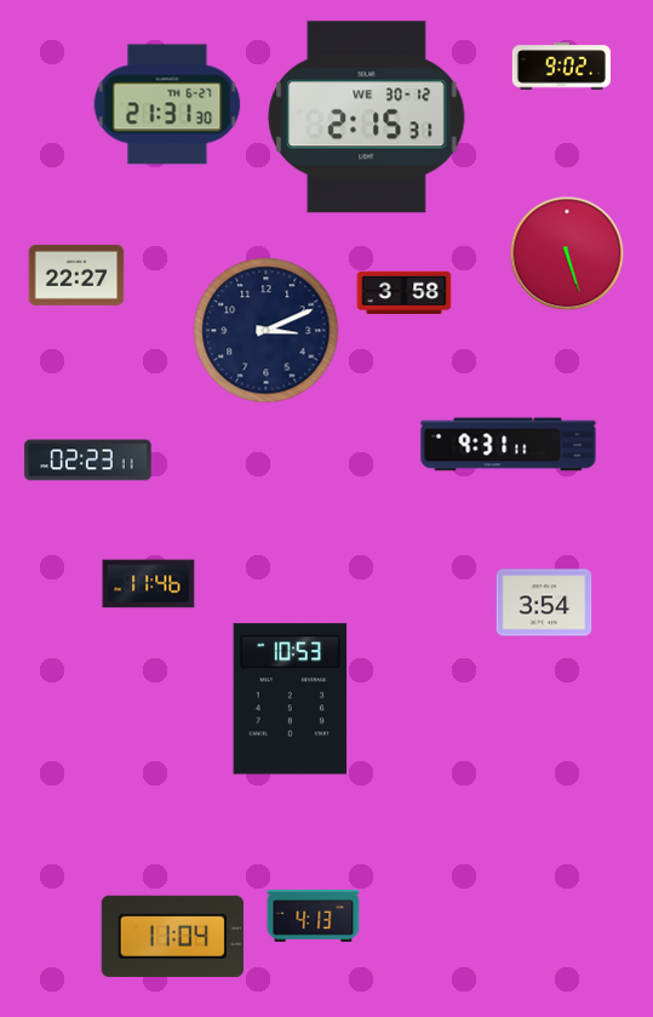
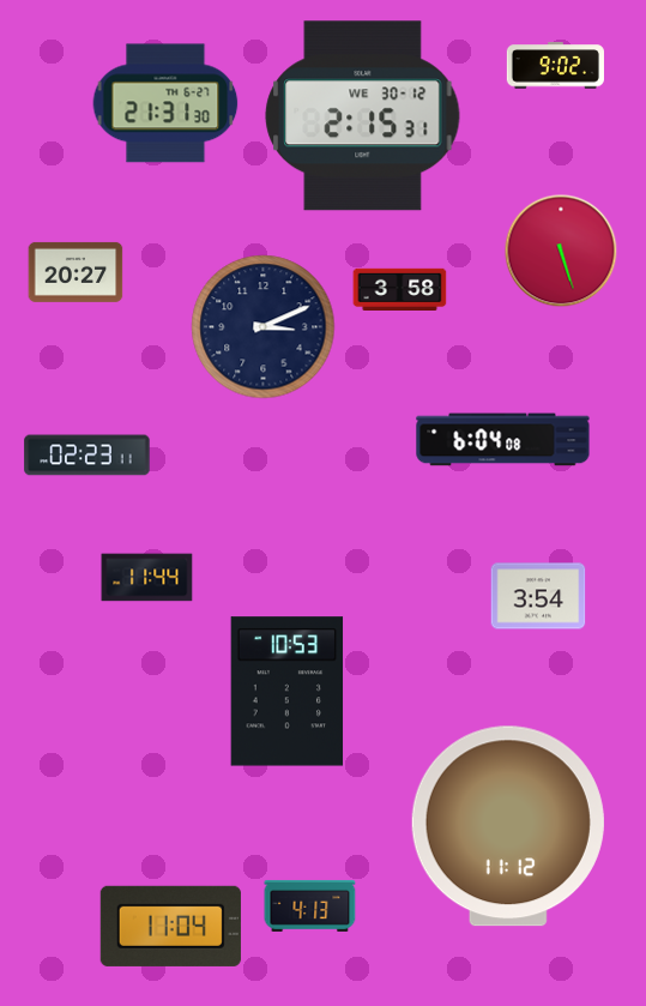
clock at (76, 275): 22:27 -> 20:27
clock at (509, 445): 9:31 -> 6:04
clock at (149, 584): 11:46 -> 11:44
clock at (508, 826): none -> 11:12
